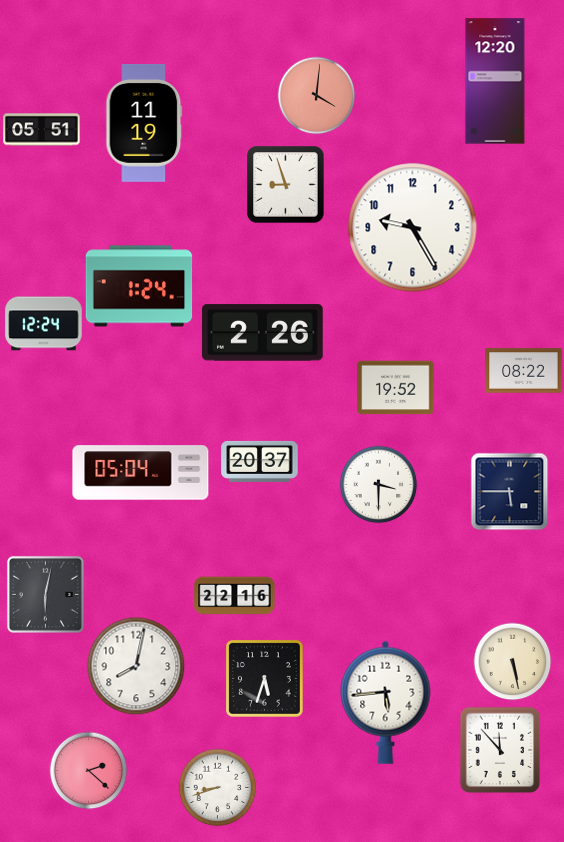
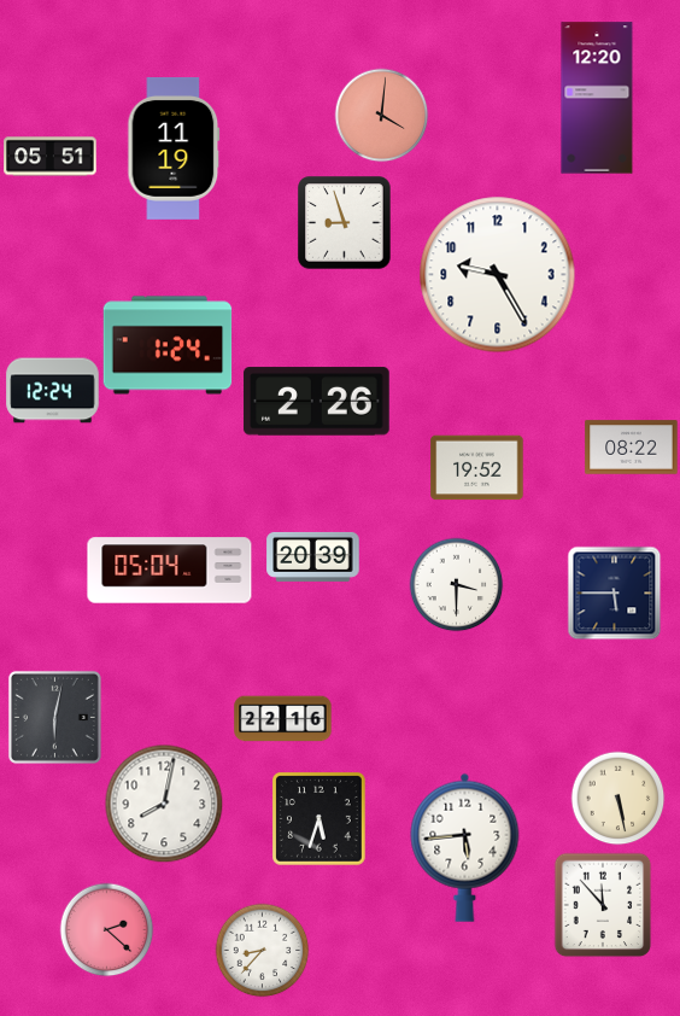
clock at (260, 461): 20:37 -> 20:39
clock at (217, 787): 8:42 -> 8:37
